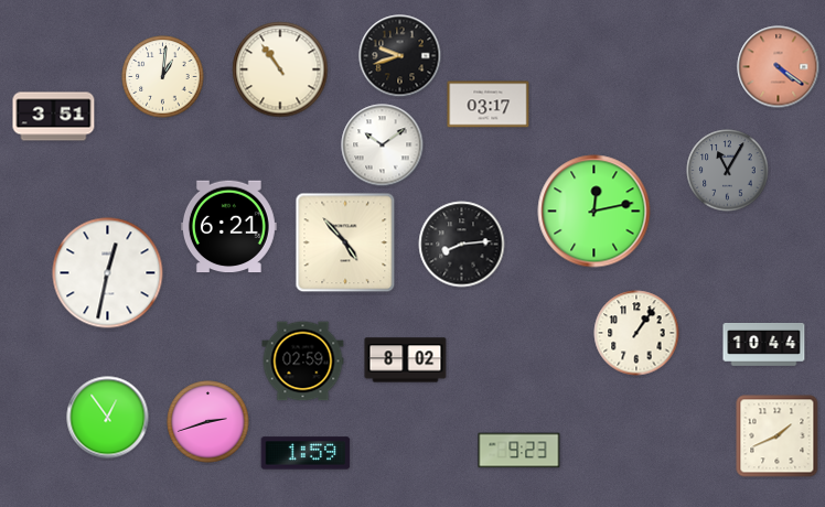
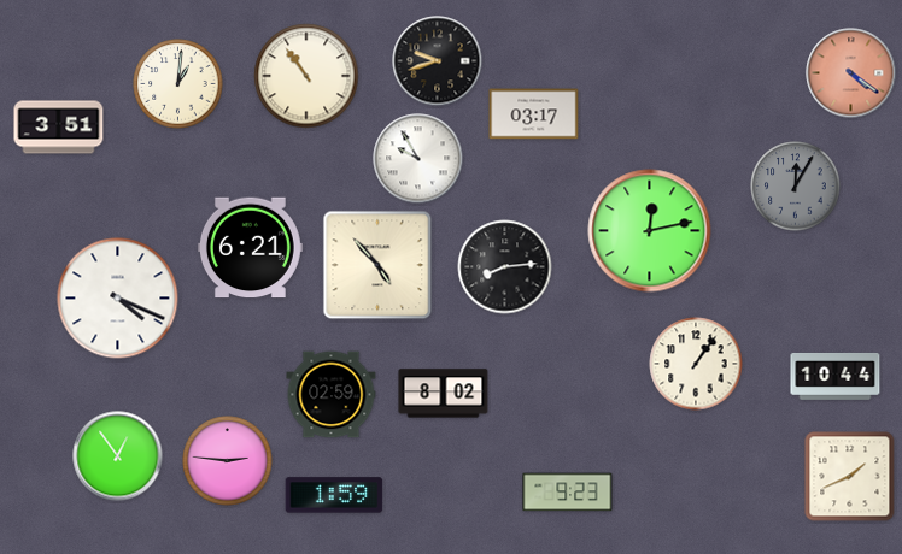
clock at (383, 145): 10:09 -> 9:55
clock at (728, 171): 11:05 -> 12:05
clock at (108, 273): 12:32 -> 4:19
clock at (208, 422): 2:42 -> 2:46
